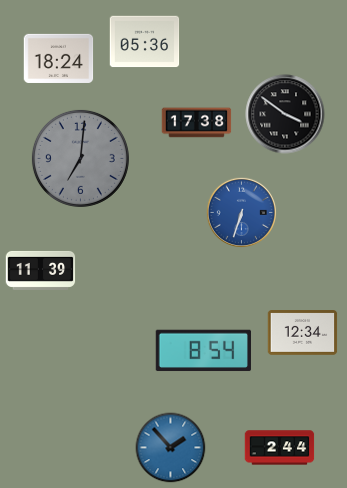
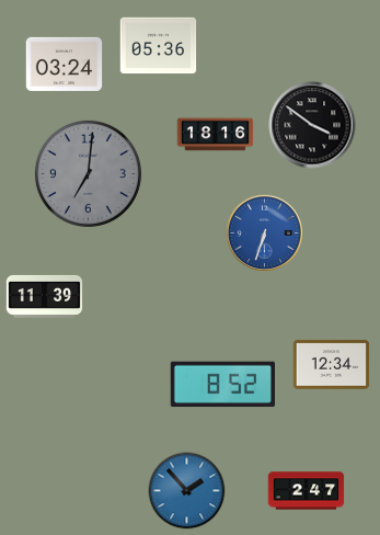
clock at (59, 58): 18:24 -> 03:24
clock at (197, 123): 17:38 -> 18:16
clock at (203, 351): 8:54 -> 8:52
clock at (280, 448): 2:44 -> 2:47
